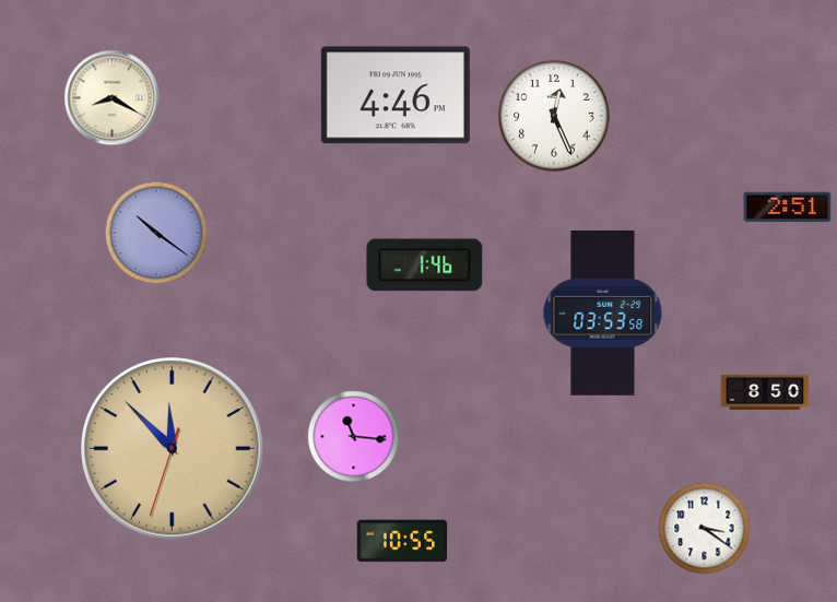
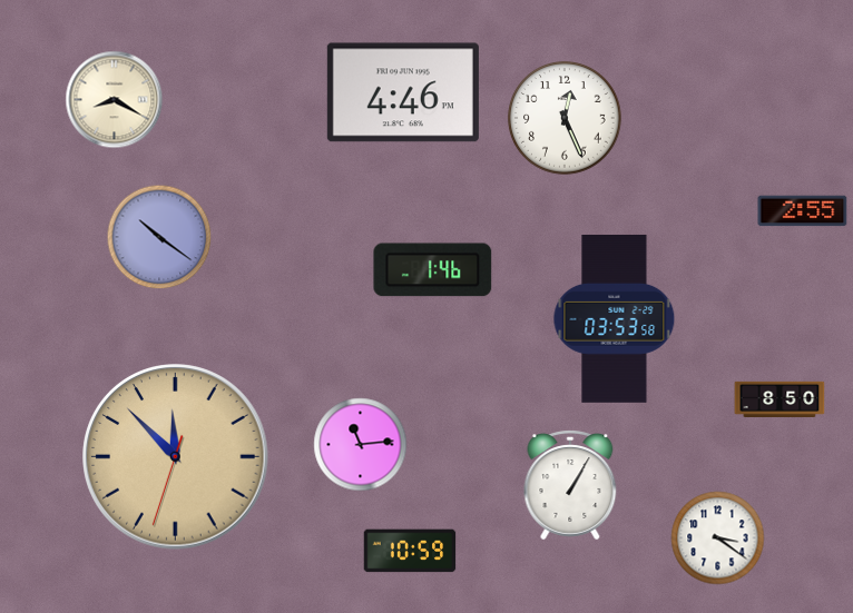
clock at (396, 95) position: (396, 95) -> (403, 92)
clock at (788, 208): 2:51 -> 2:55
clock at (354, 437): 11:16 -> 11:14
clock at (570, 485): none -> 1:05
clock at (402, 541): 10:55 -> 10:59
